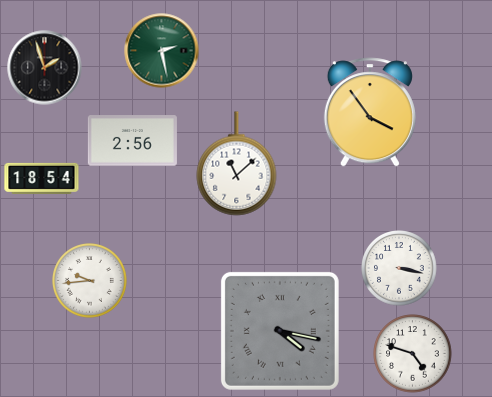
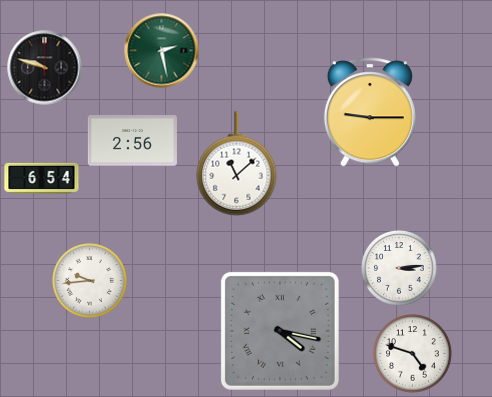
clock at (45, 68): 1:57 -> 9:48
clock at (370, 112): 3:54 -> 9:15
clock at (42, 178): 18:54 -> 6:54
clock at (399, 268): 3:17 -> 3:14
